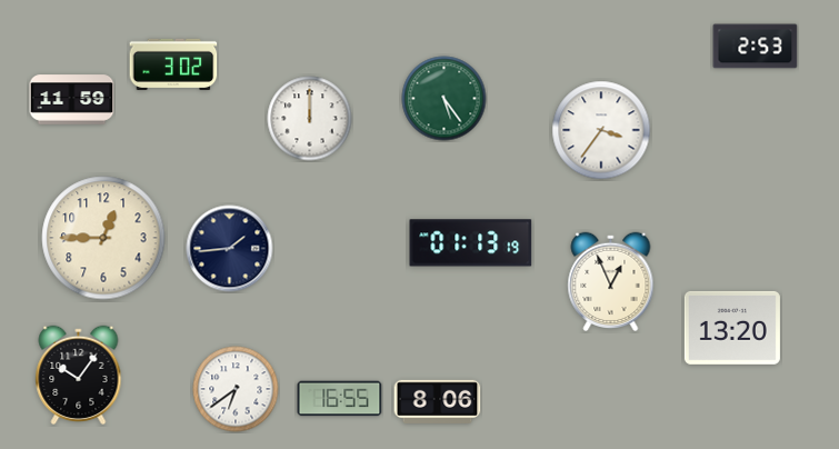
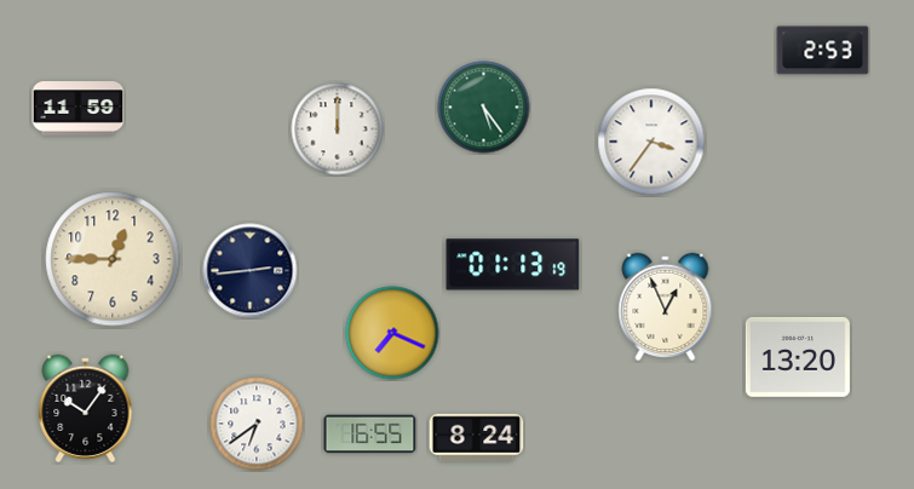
clock at (173, 64): 3:02 -> none
clock at (601, 130) position: (601, 130) -> (651, 142)
clock at (230, 249): 1:44 -> 2:44
clock at (392, 333): none -> 7:19
clock at (438, 401): 8:06 -> 8:24
